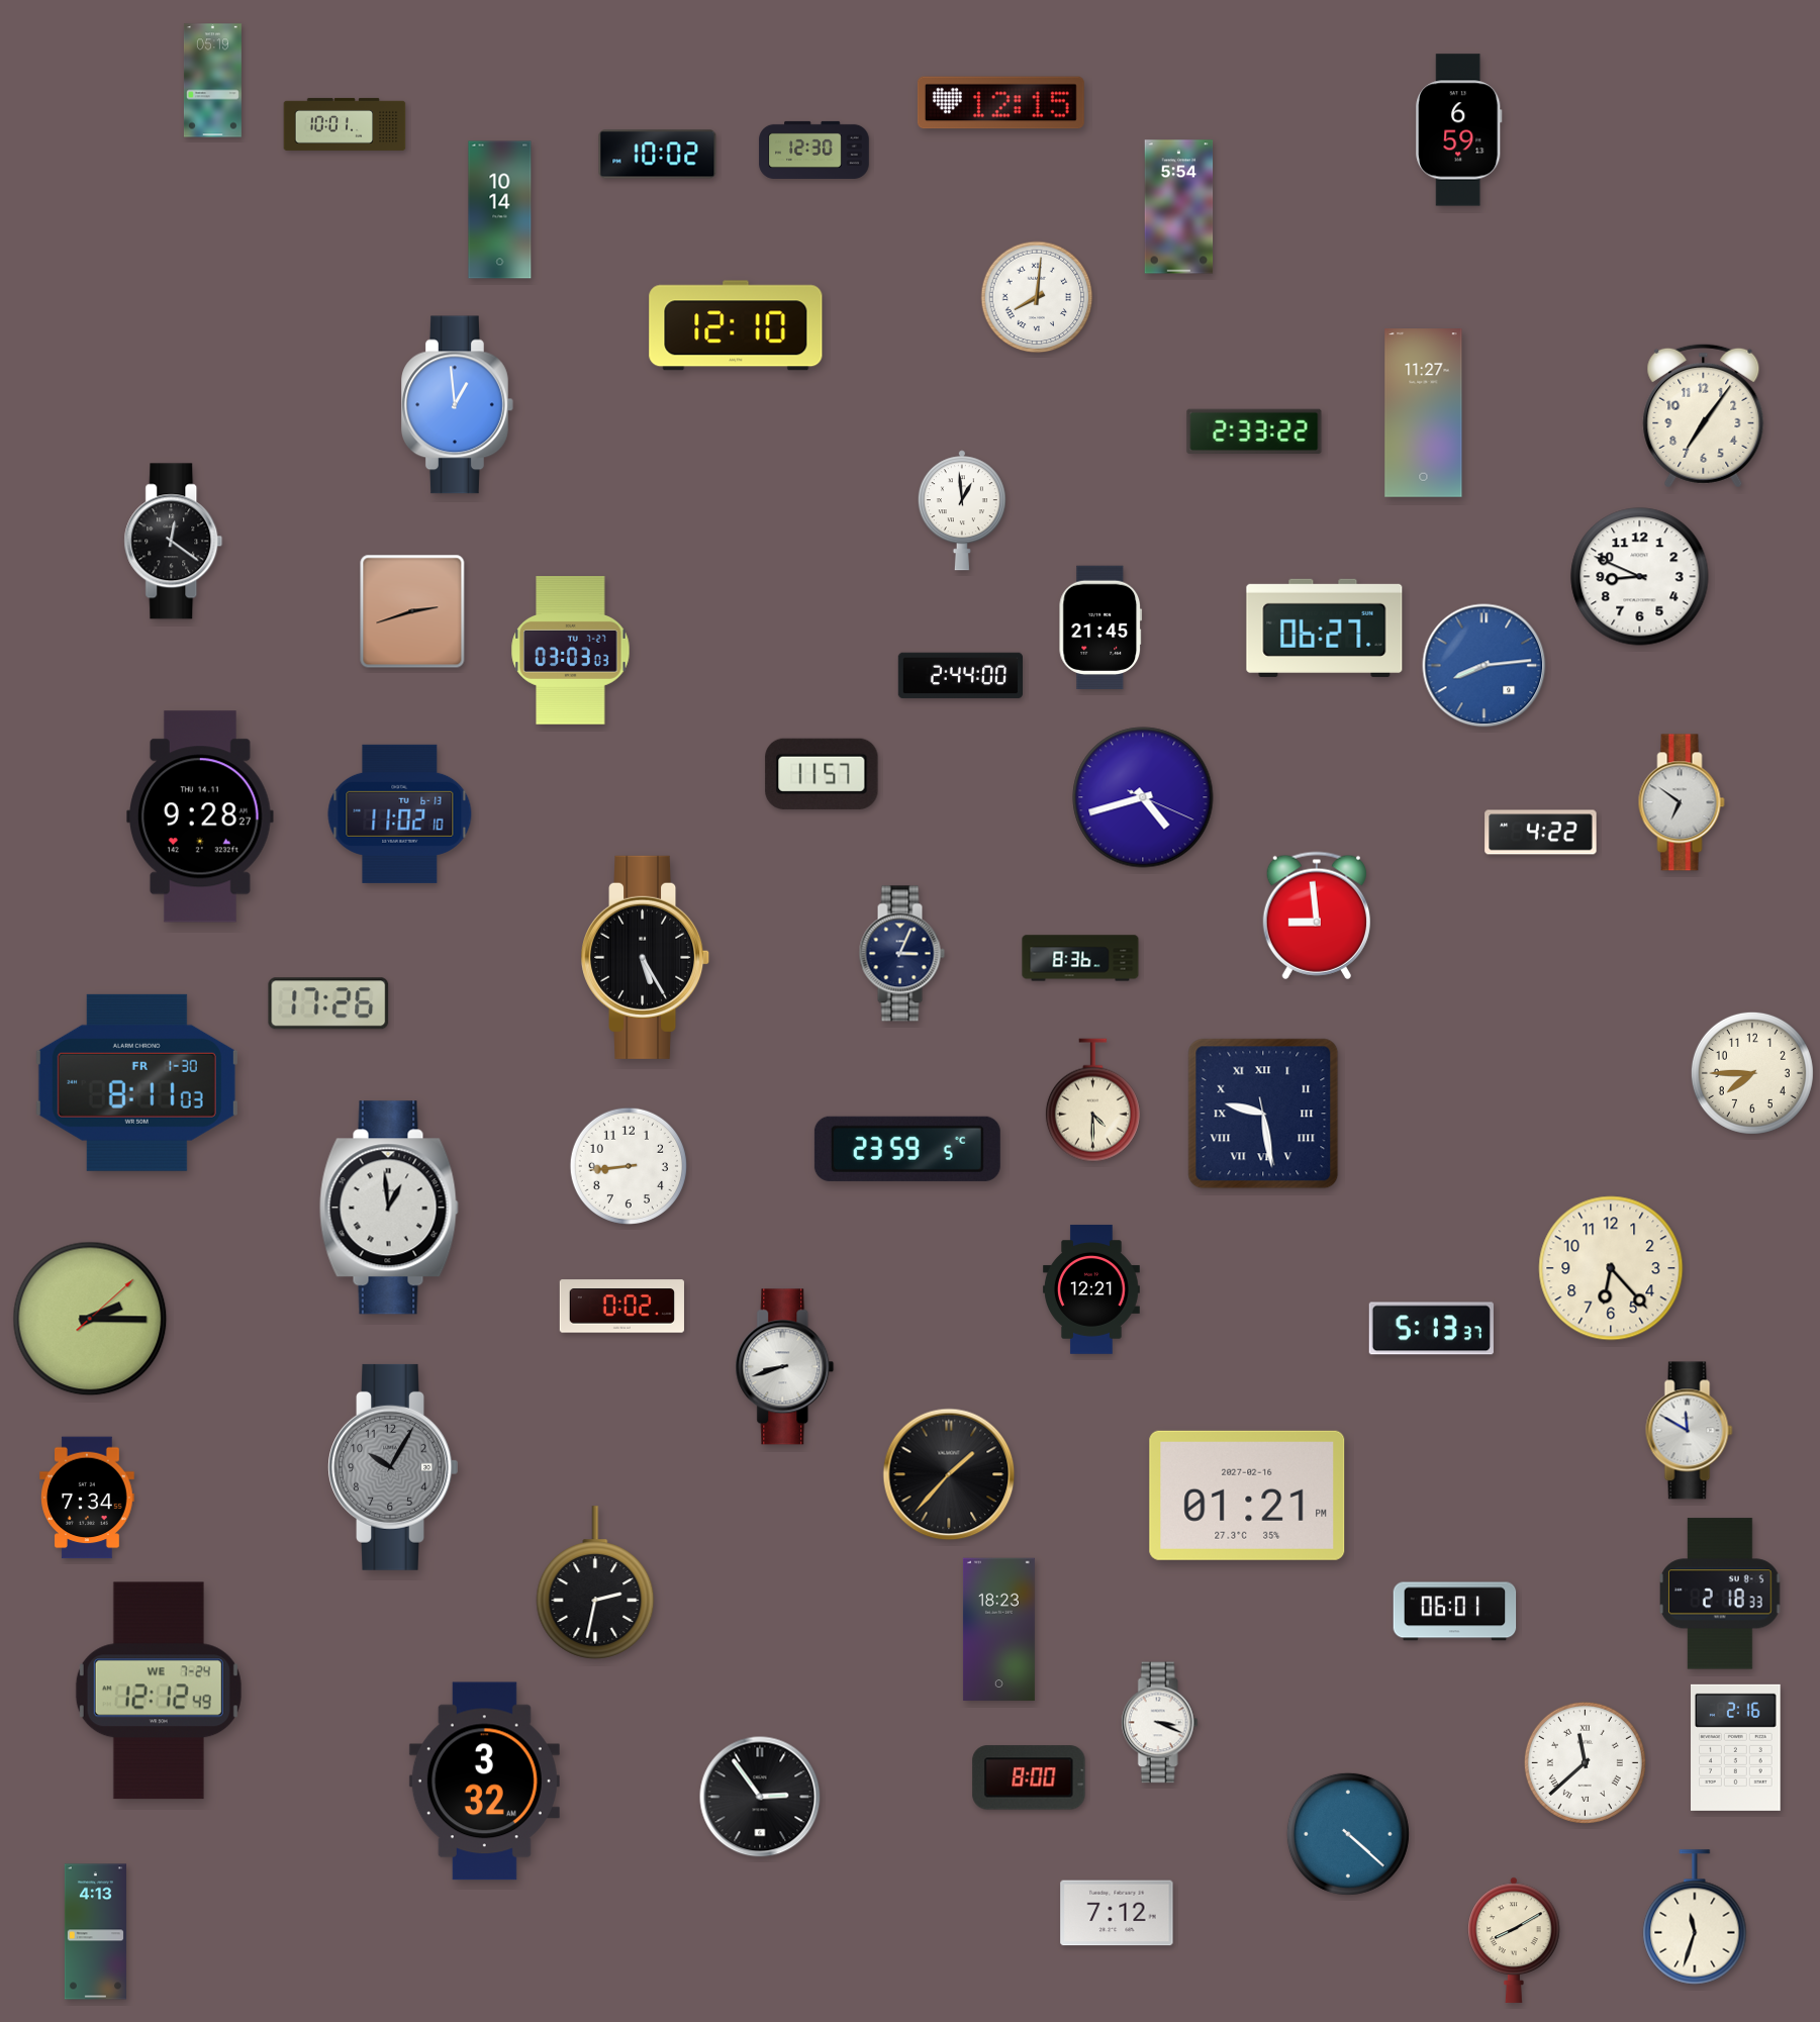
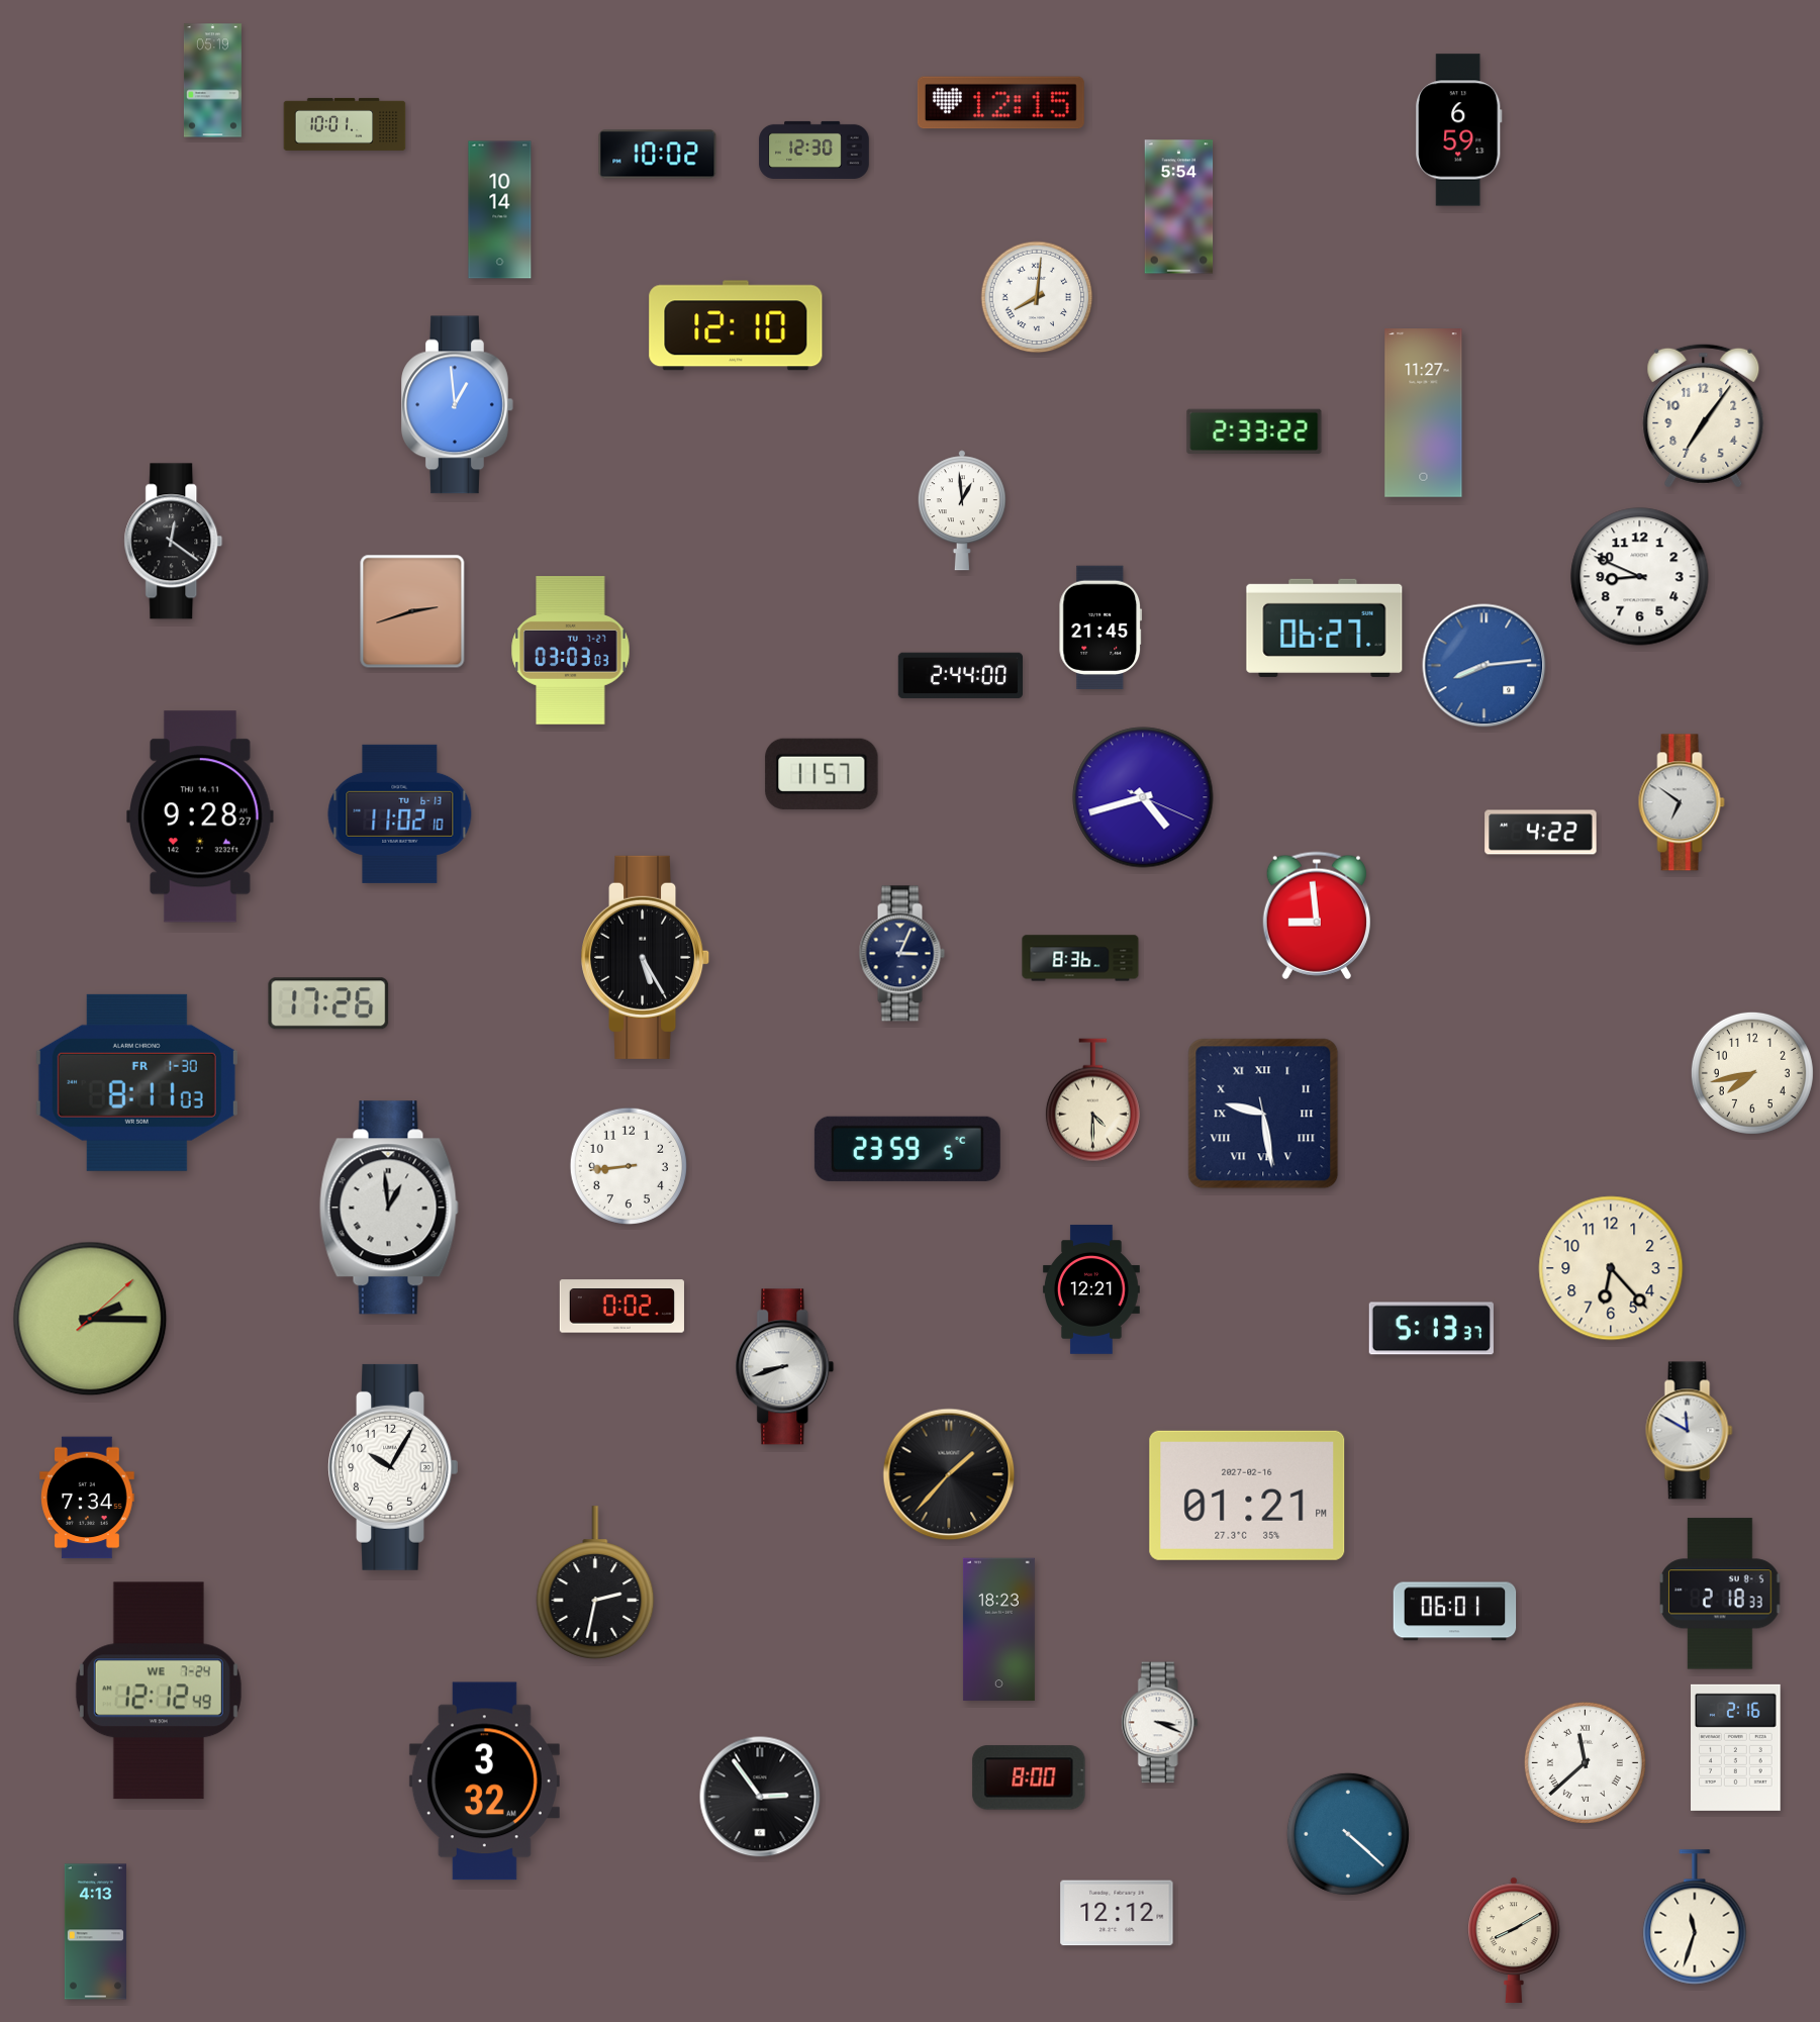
clock at (1752, 1073): 7:45 -> 7:43
clock at (393, 1467) dial: grey -> white
clock at (1117, 1913): 7:12 -> 12:12
